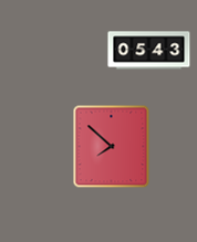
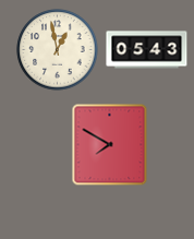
clock at (58, 50): none -> 12:58
clock at (112, 147): 7:52 -> 7:50
